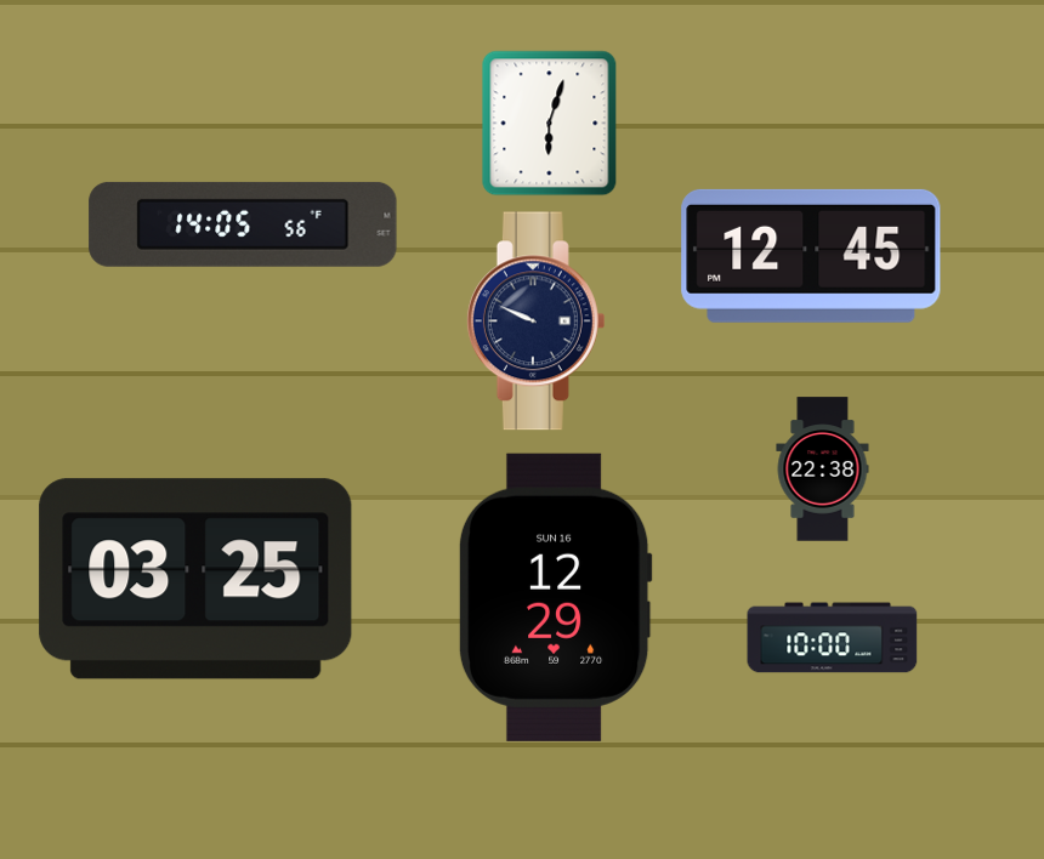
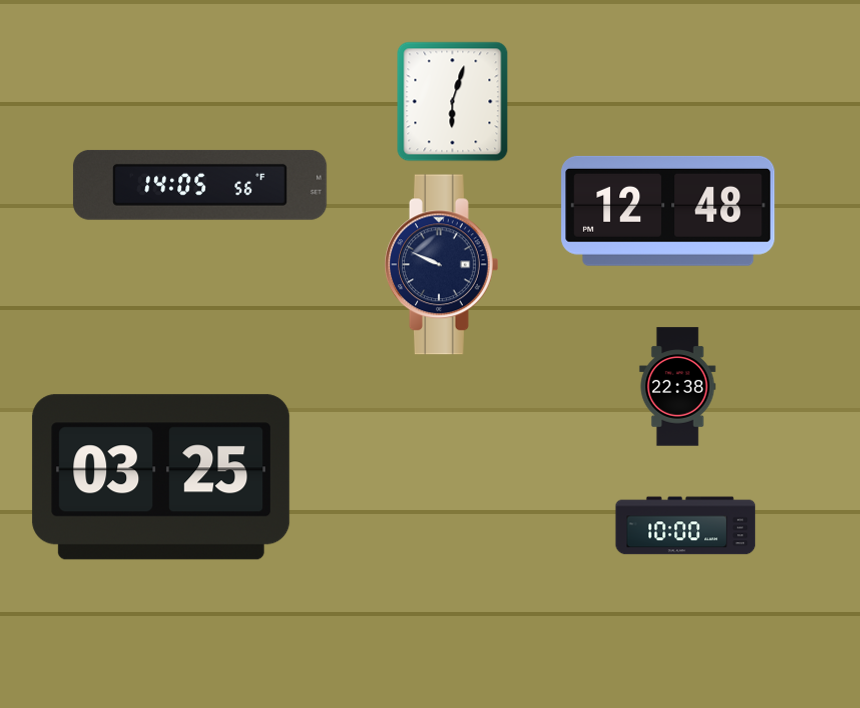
clock at (811, 256): 12:45 -> 12:48
clock at (555, 597): 12:29 -> none
